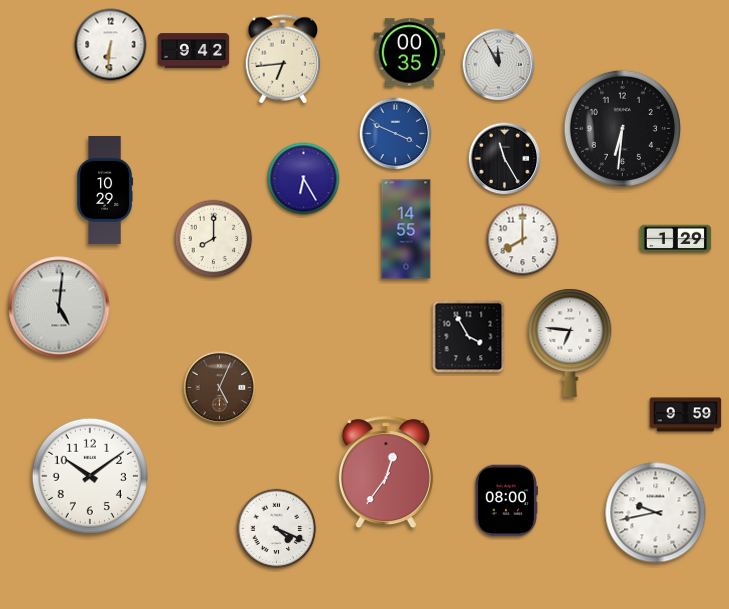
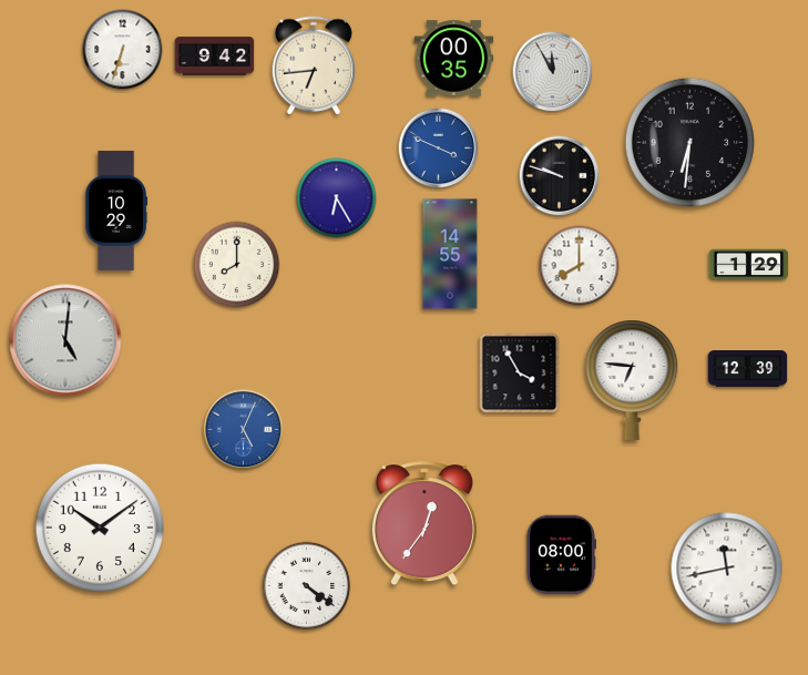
clock at (111, 45): 6:31 -> 6:33
clock at (505, 159): 11:25 -> 9:48
clock at (748, 369): none -> 12:39
clock at (220, 388) dial: brown -> blue
clock at (686, 415): 9:59 -> none
clock at (386, 473) position: (386, 473) -> (425, 524)
clock at (656, 513): 9:43 -> 11:43
clock at (277, 529): 4:19 -> 4:21
